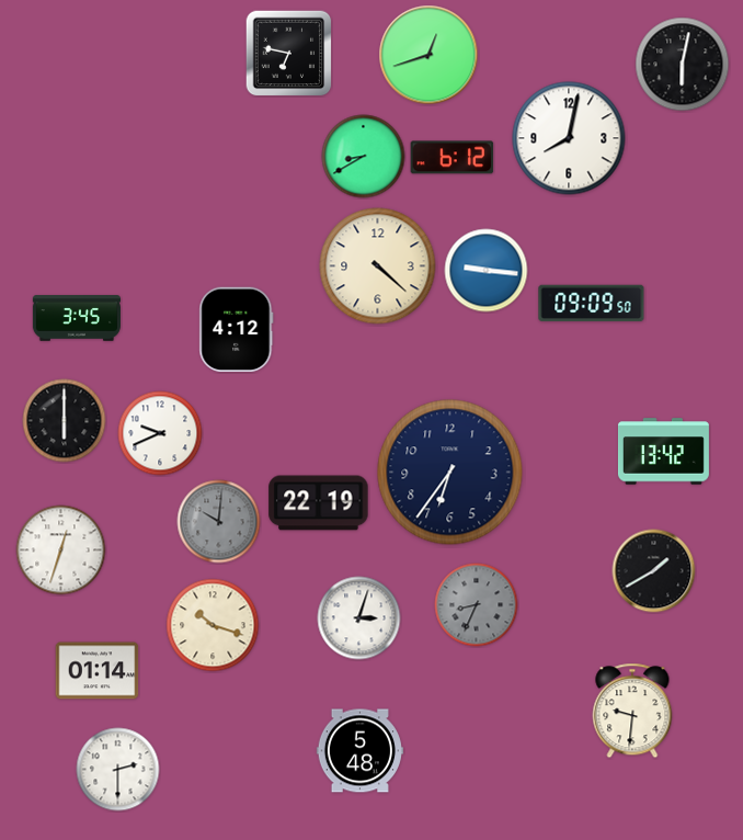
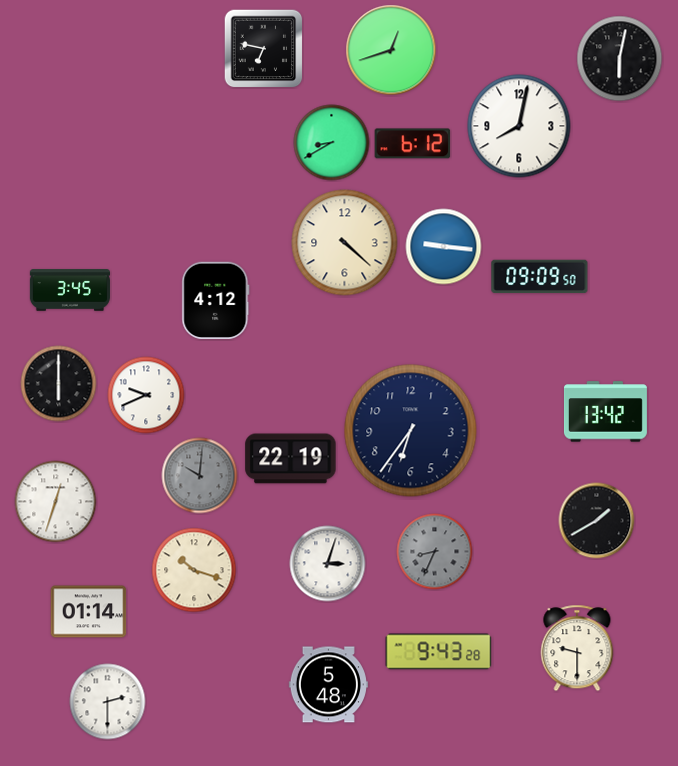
clock at (683, 65) position: (683, 65) -> (620, 59)
clock at (632, 711): 9:31 -> 9:30
clock at (439, 652): none -> 9:43
